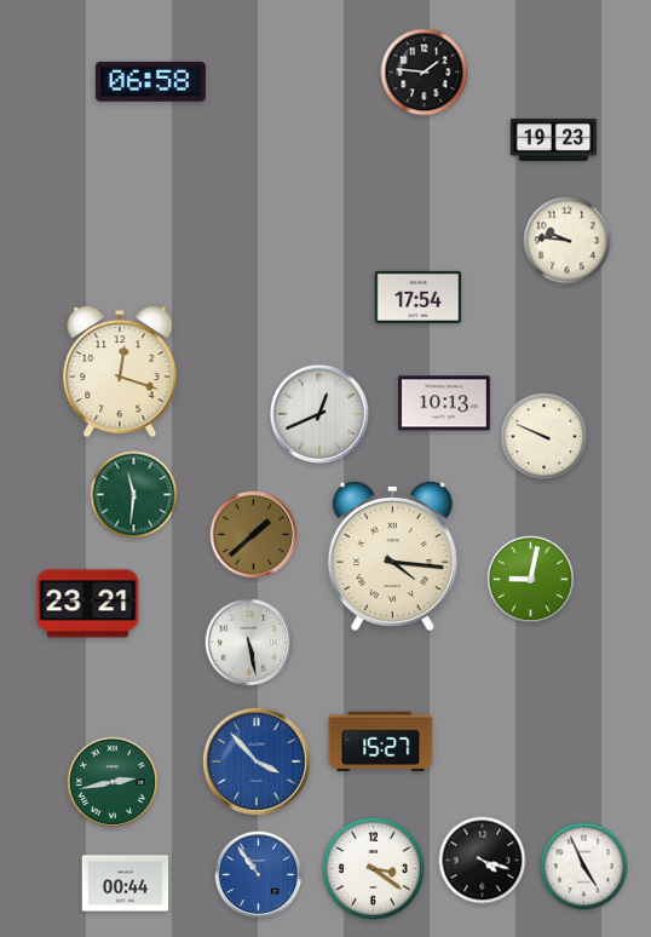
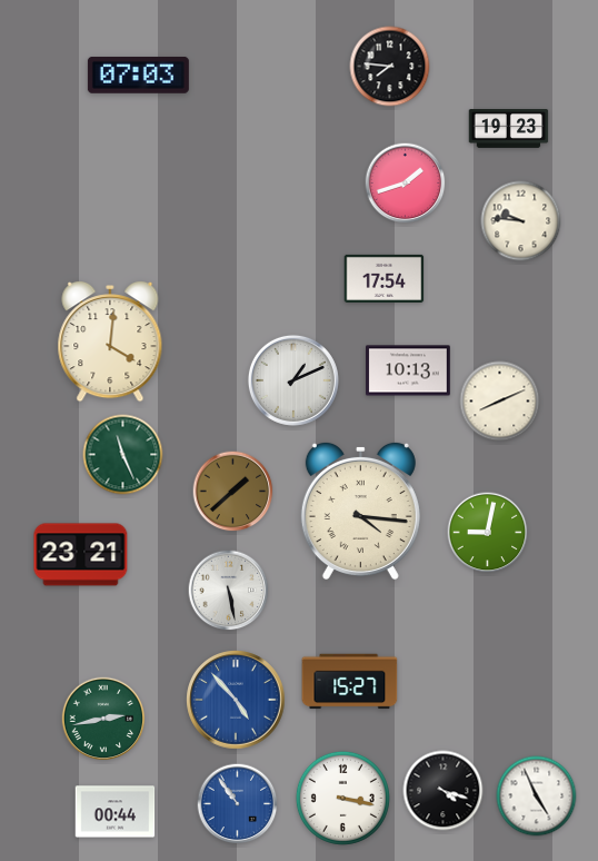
clock at (425, 73): 1:46 -> 7:46
clock at (150, 81): 06:58 -> 07:03
clock at (406, 184): none -> 1:42
clock at (419, 297) position: (419, 297) -> (385, 278)
clock at (120, 373): 12:18 -> 4:01
clock at (319, 414): 12:41 -> 1:11
clock at (545, 437): 9:49 -> 8:11
clock at (134, 495): 11:31 -> 11:26
clock at (257, 761): 3:53 -> 4:53
clock at (373, 868): 3:21 -> 3:17
